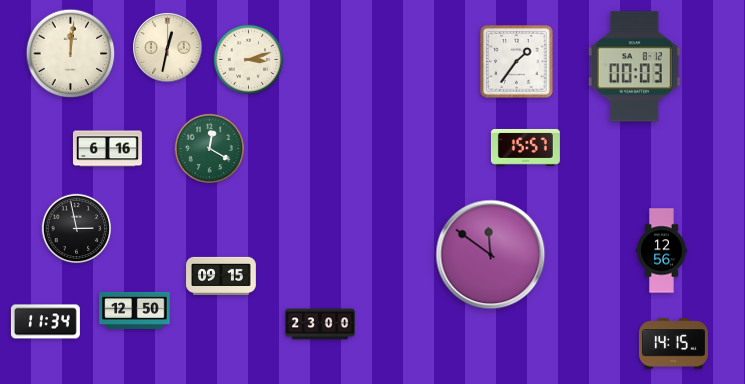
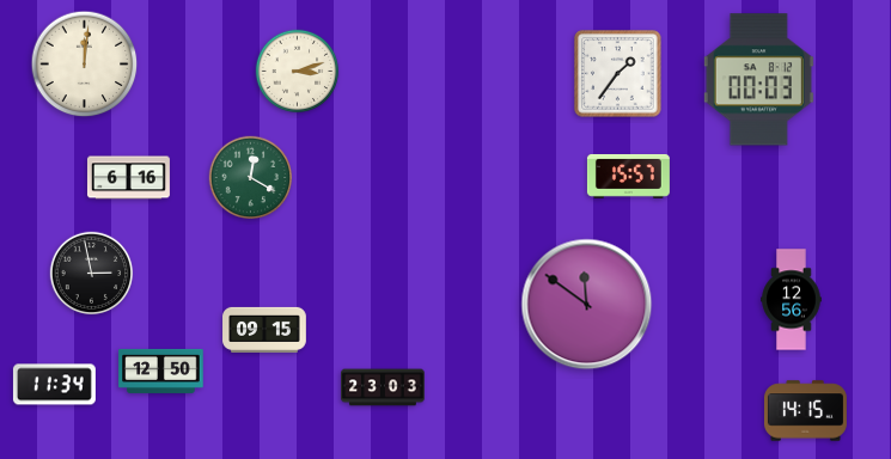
clock at (168, 48): 12:32 -> none
clock at (320, 324): 23:00 -> 23:03
